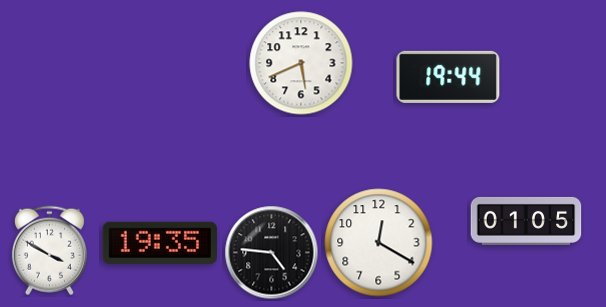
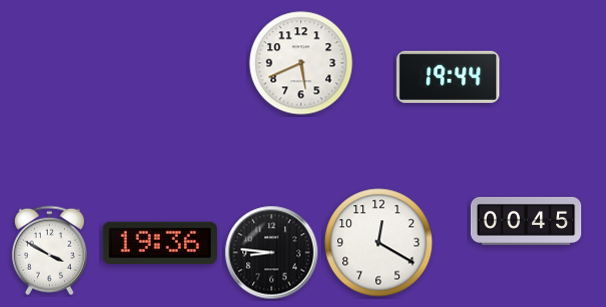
clock at (526, 221): 01:05 -> 00:45
clock at (160, 242): 19:35 -> 19:36
clock at (272, 253): 4:46 -> 8:46
